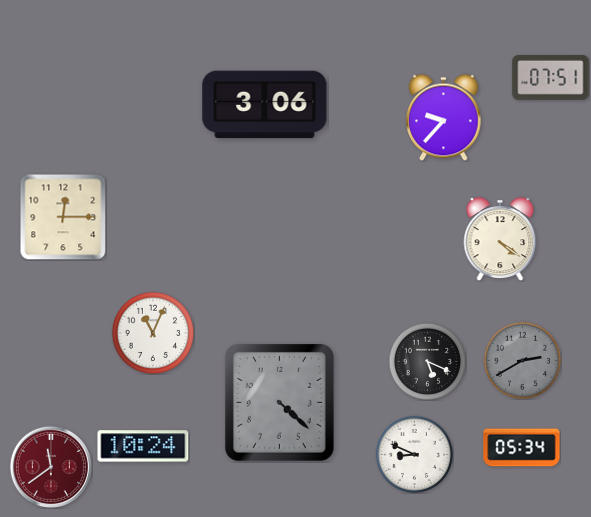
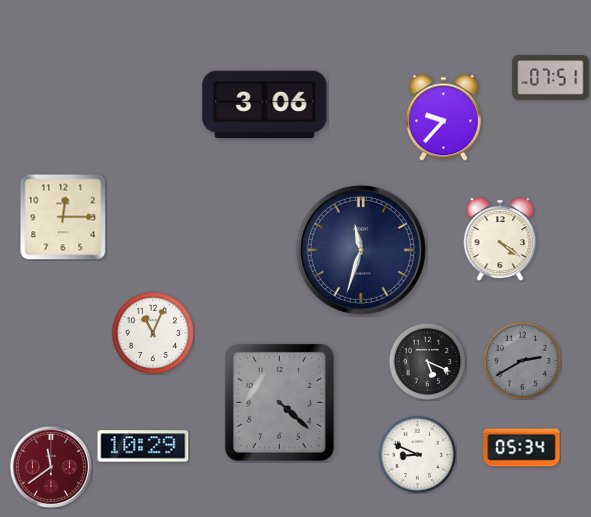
clock at (361, 250): none -> 11:33
clock at (143, 446): 10:24 -> 10:29
clock at (414, 454) position: (414, 454) -> (417, 454)
